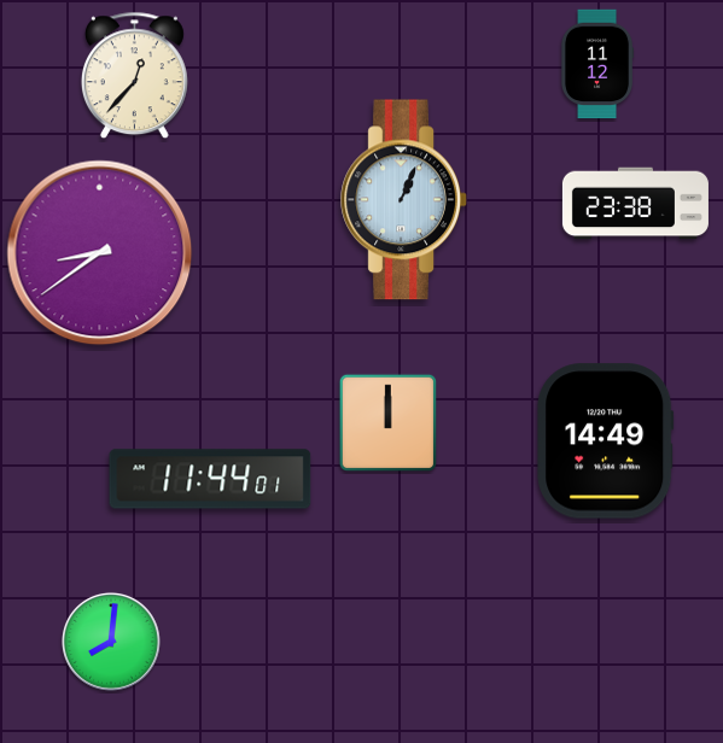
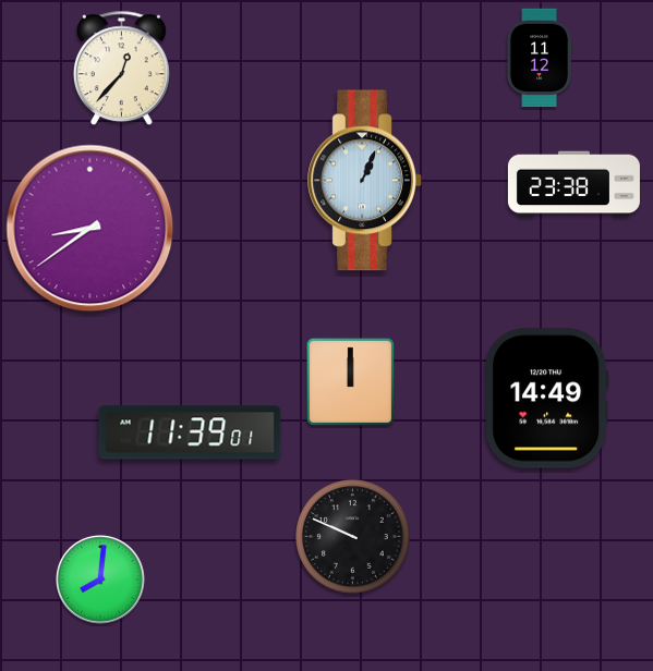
clock at (210, 479): 11:44 -> 11:39
clock at (353, 537): none -> 9:49
